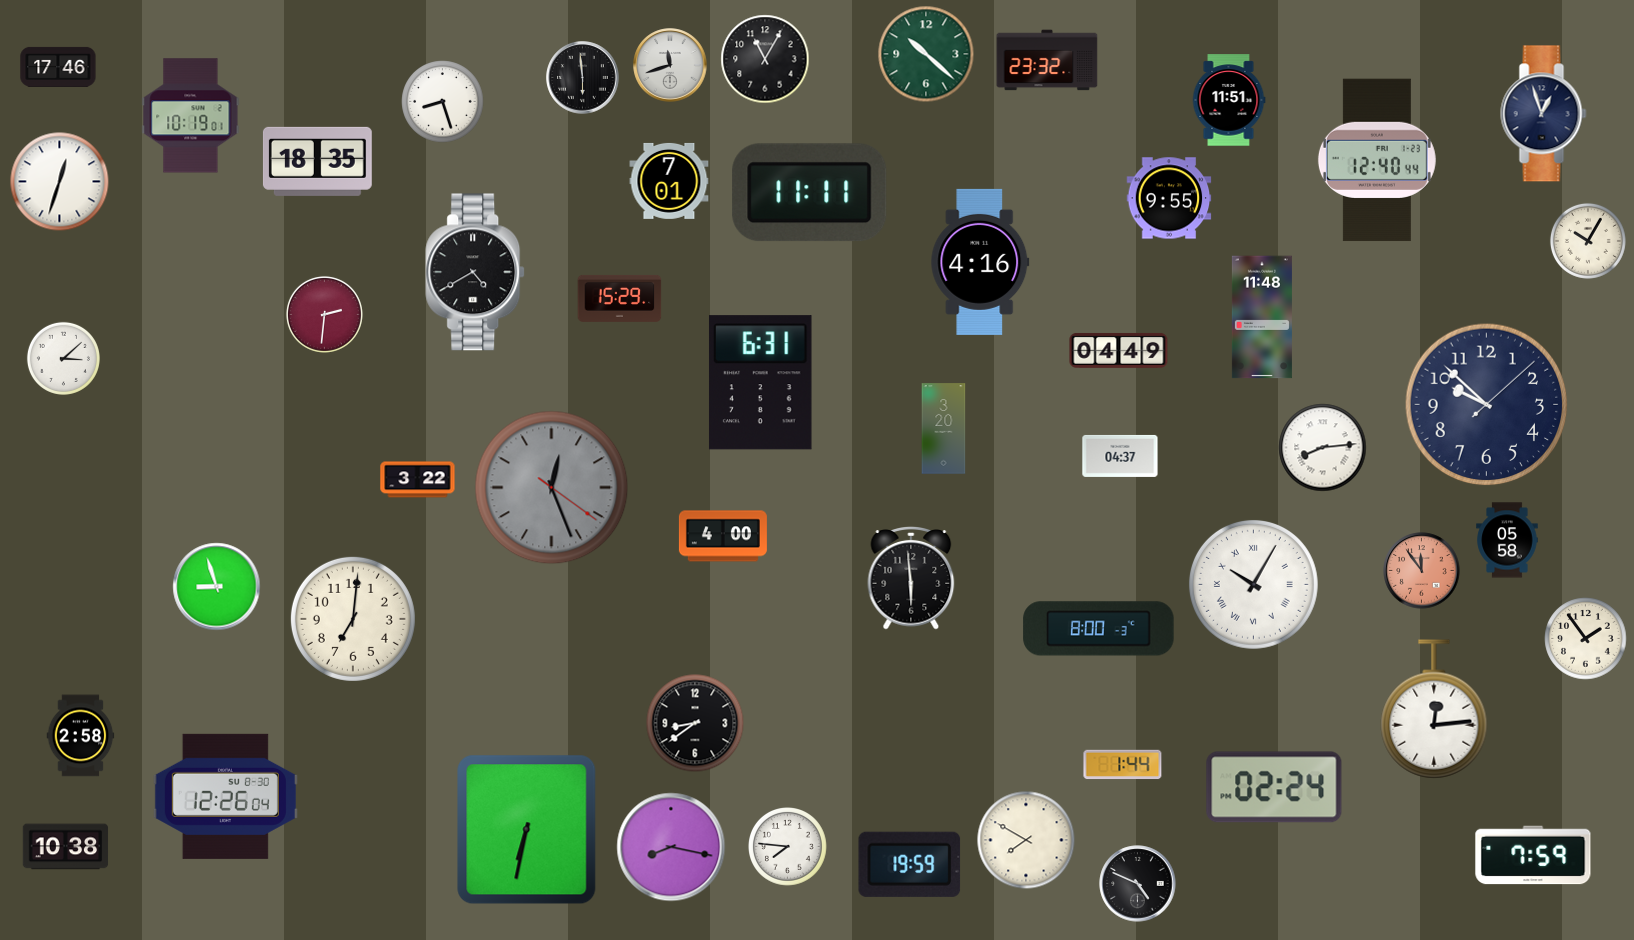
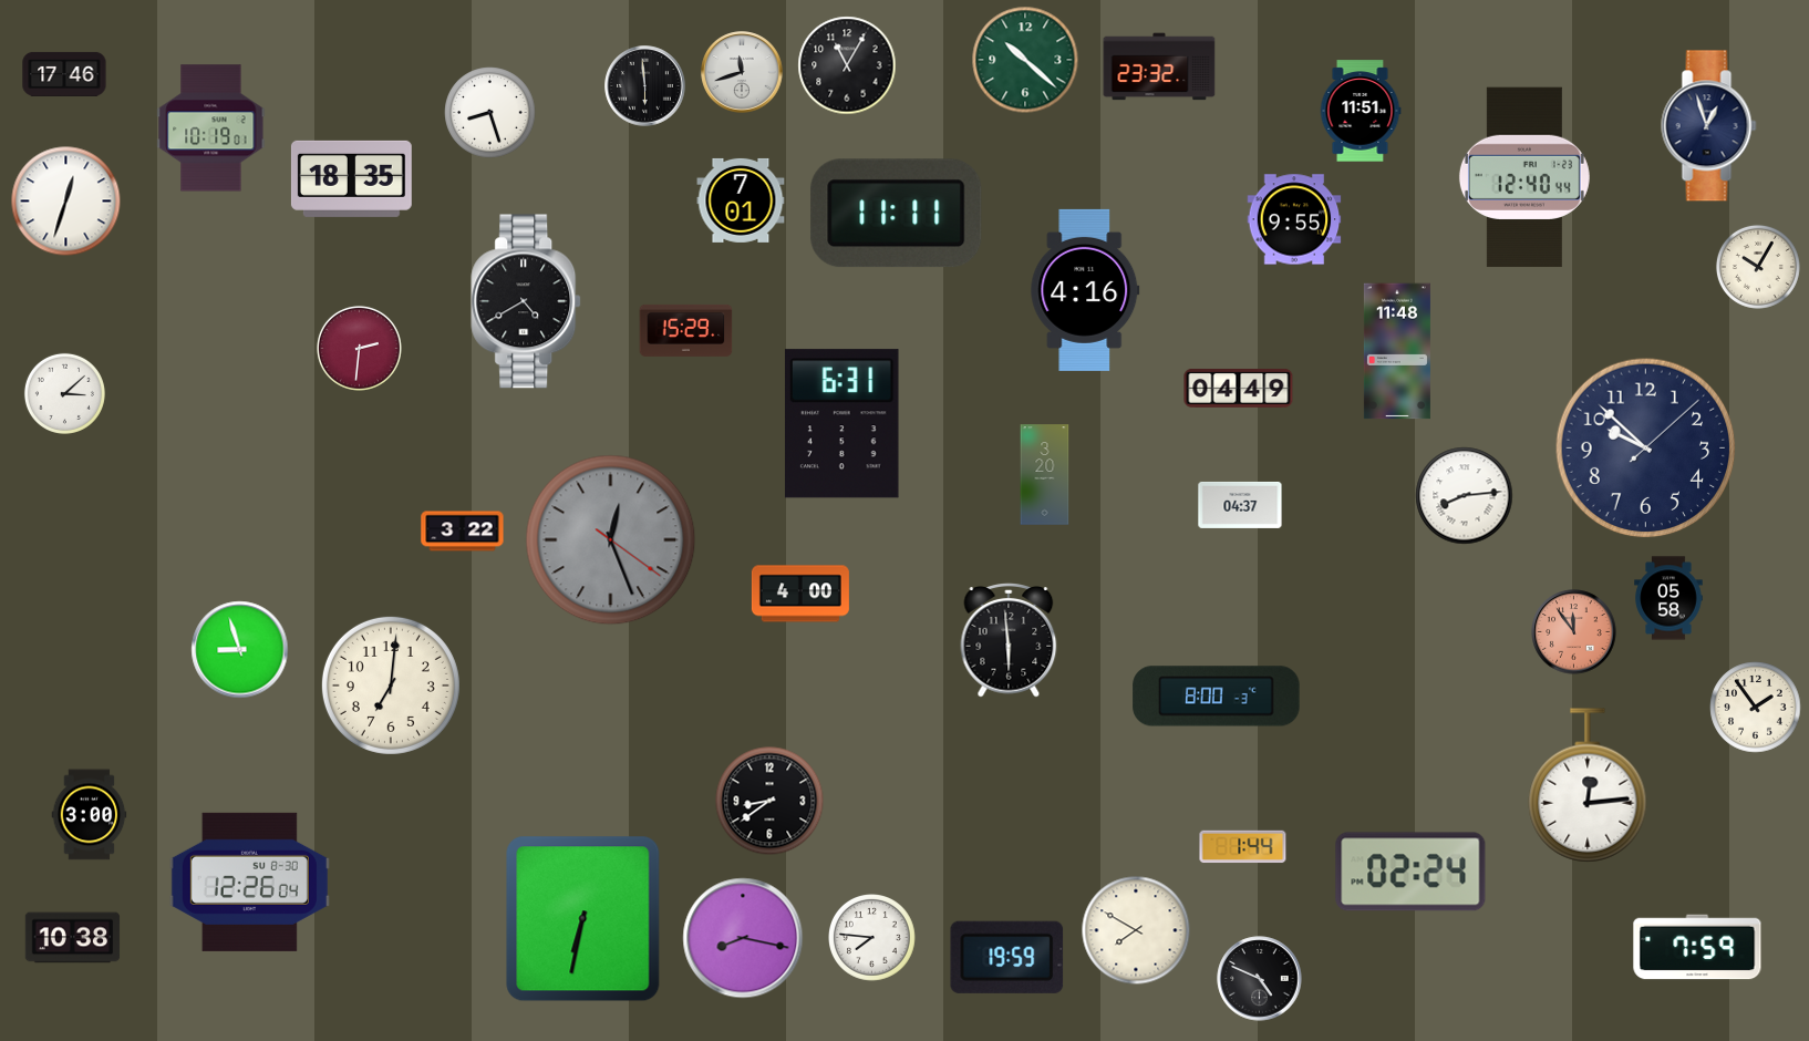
clock at (63, 358) position: (63, 358) -> (64, 393)
clock at (1253, 584): 10:05 -> none
clock at (81, 736): 2:58 -> 3:00
